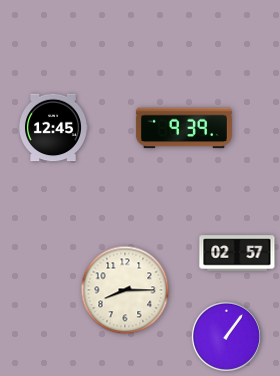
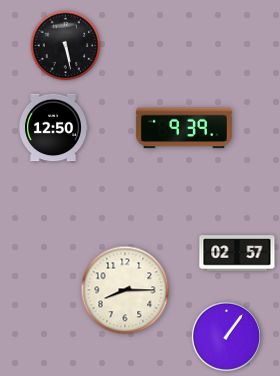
clock at (66, 46): none -> 5:28
clock at (53, 128): 12:45 -> 12:50
